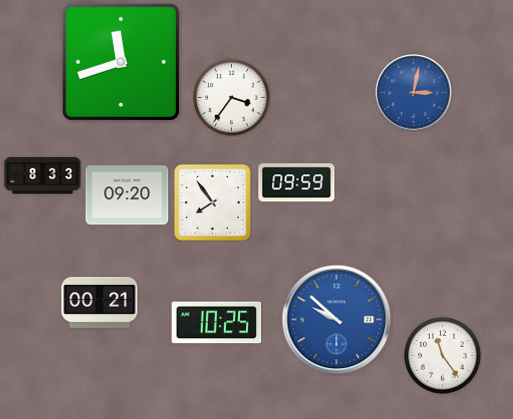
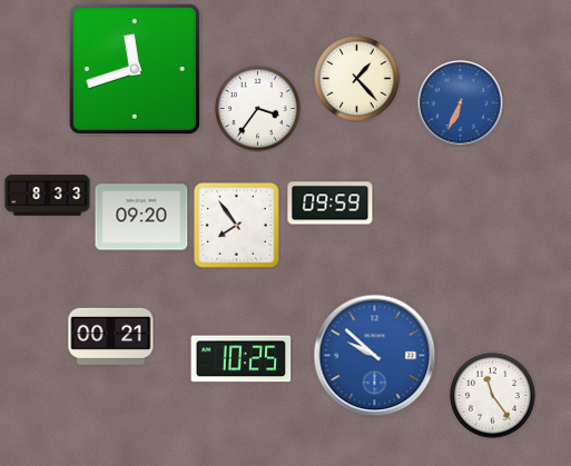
clock at (357, 79): none -> 1:23
clock at (414, 93): 3:02 -> 6:34
